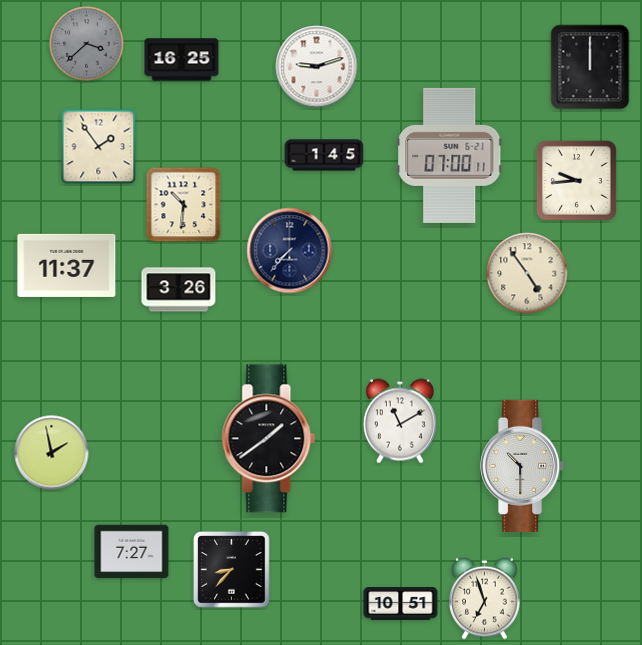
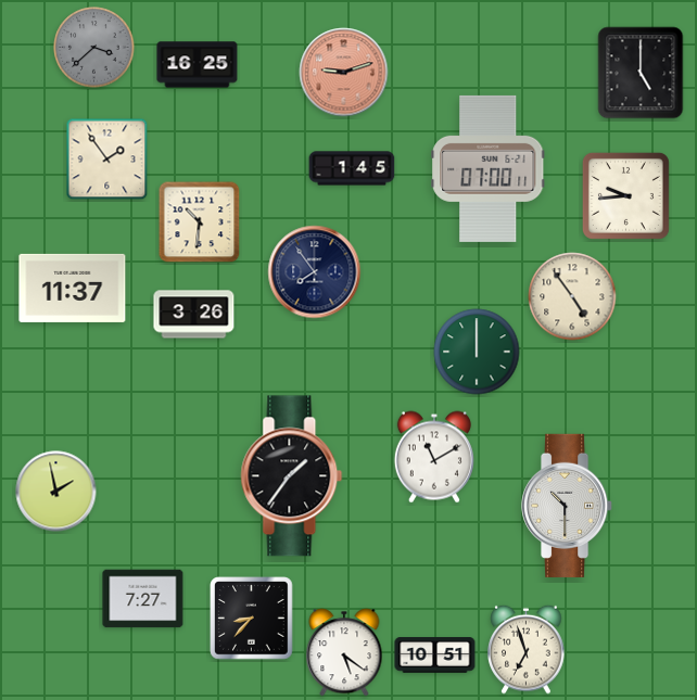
clock at (317, 67) dial: white -> salmon
clock at (590, 67): 12:00 -> 5:00
clock at (290, 251): 7:37 -> 7:54
clock at (477, 352): none -> 12:00
clock at (269, 439): 1:39 -> 1:36
clock at (344, 652): none -> 5:21
